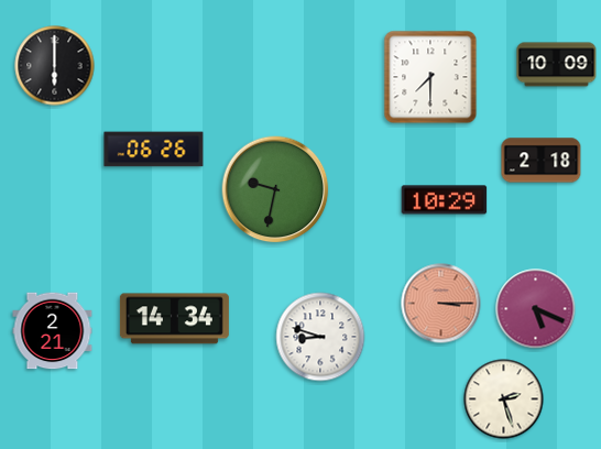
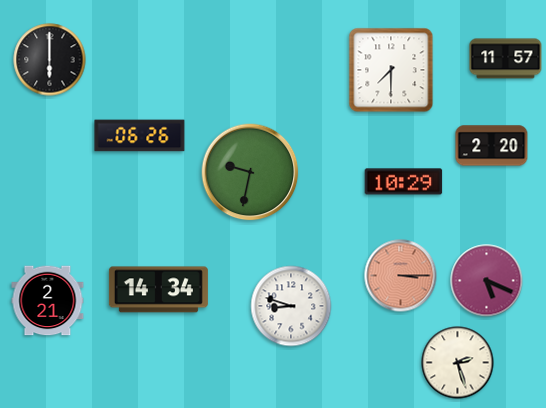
clock at (557, 65): 10:09 -> 11:57
clock at (542, 161): 2:18 -> 2:20
